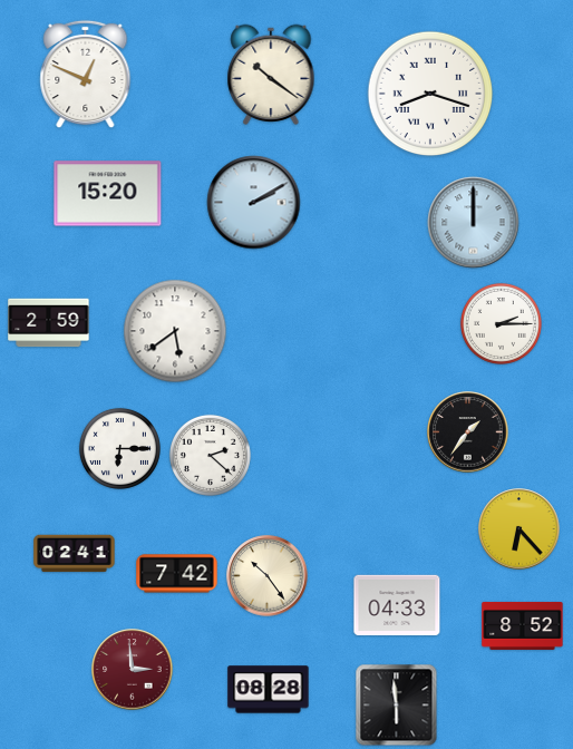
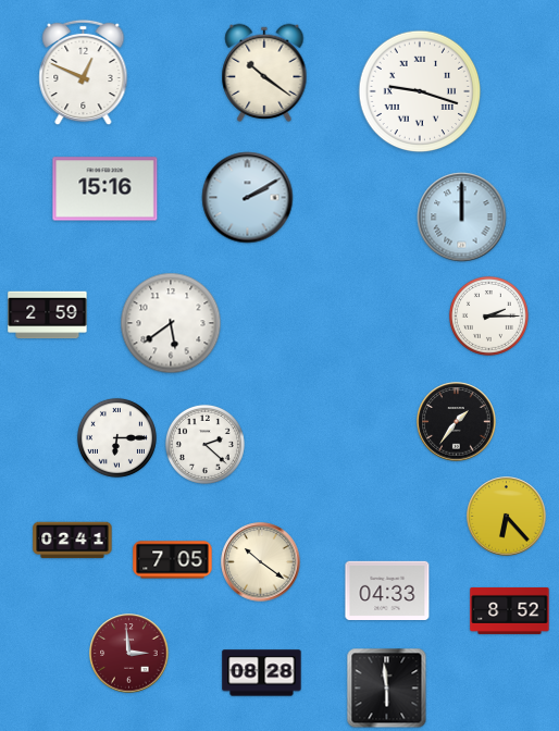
clock at (430, 94): 8:18 -> 9:18
clock at (108, 194): 15:20 -> 15:16
clock at (177, 574): 7:42 -> 7:05
clock at (268, 576): 10:24 -> 10:21
